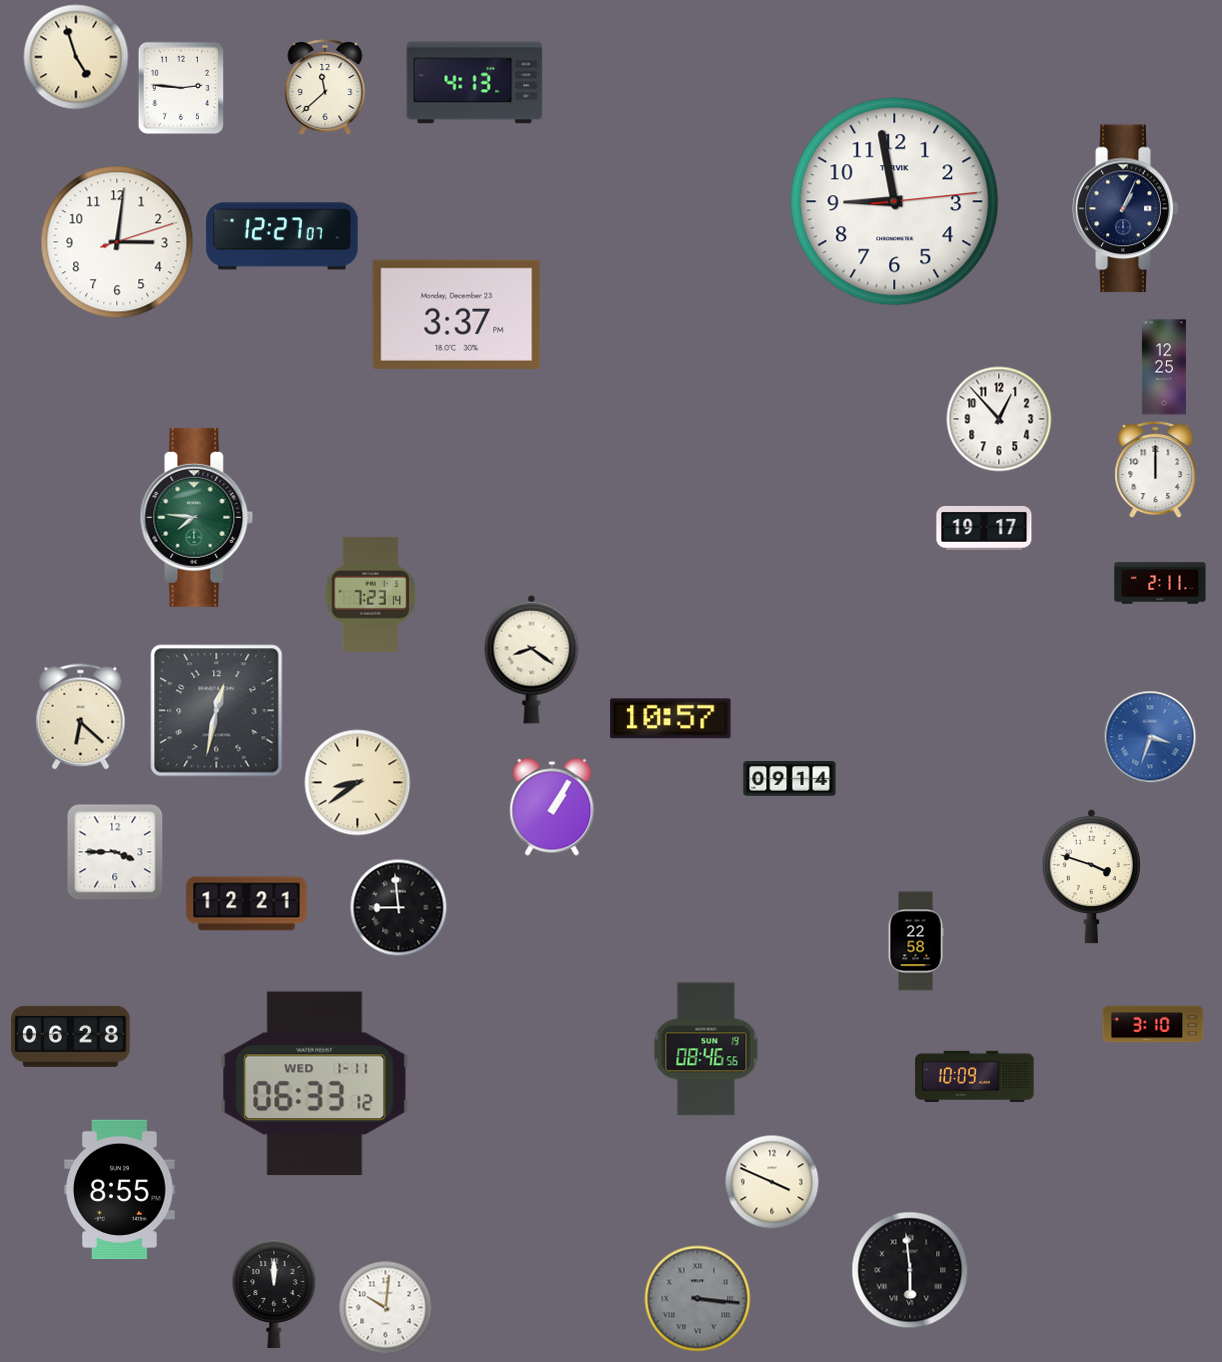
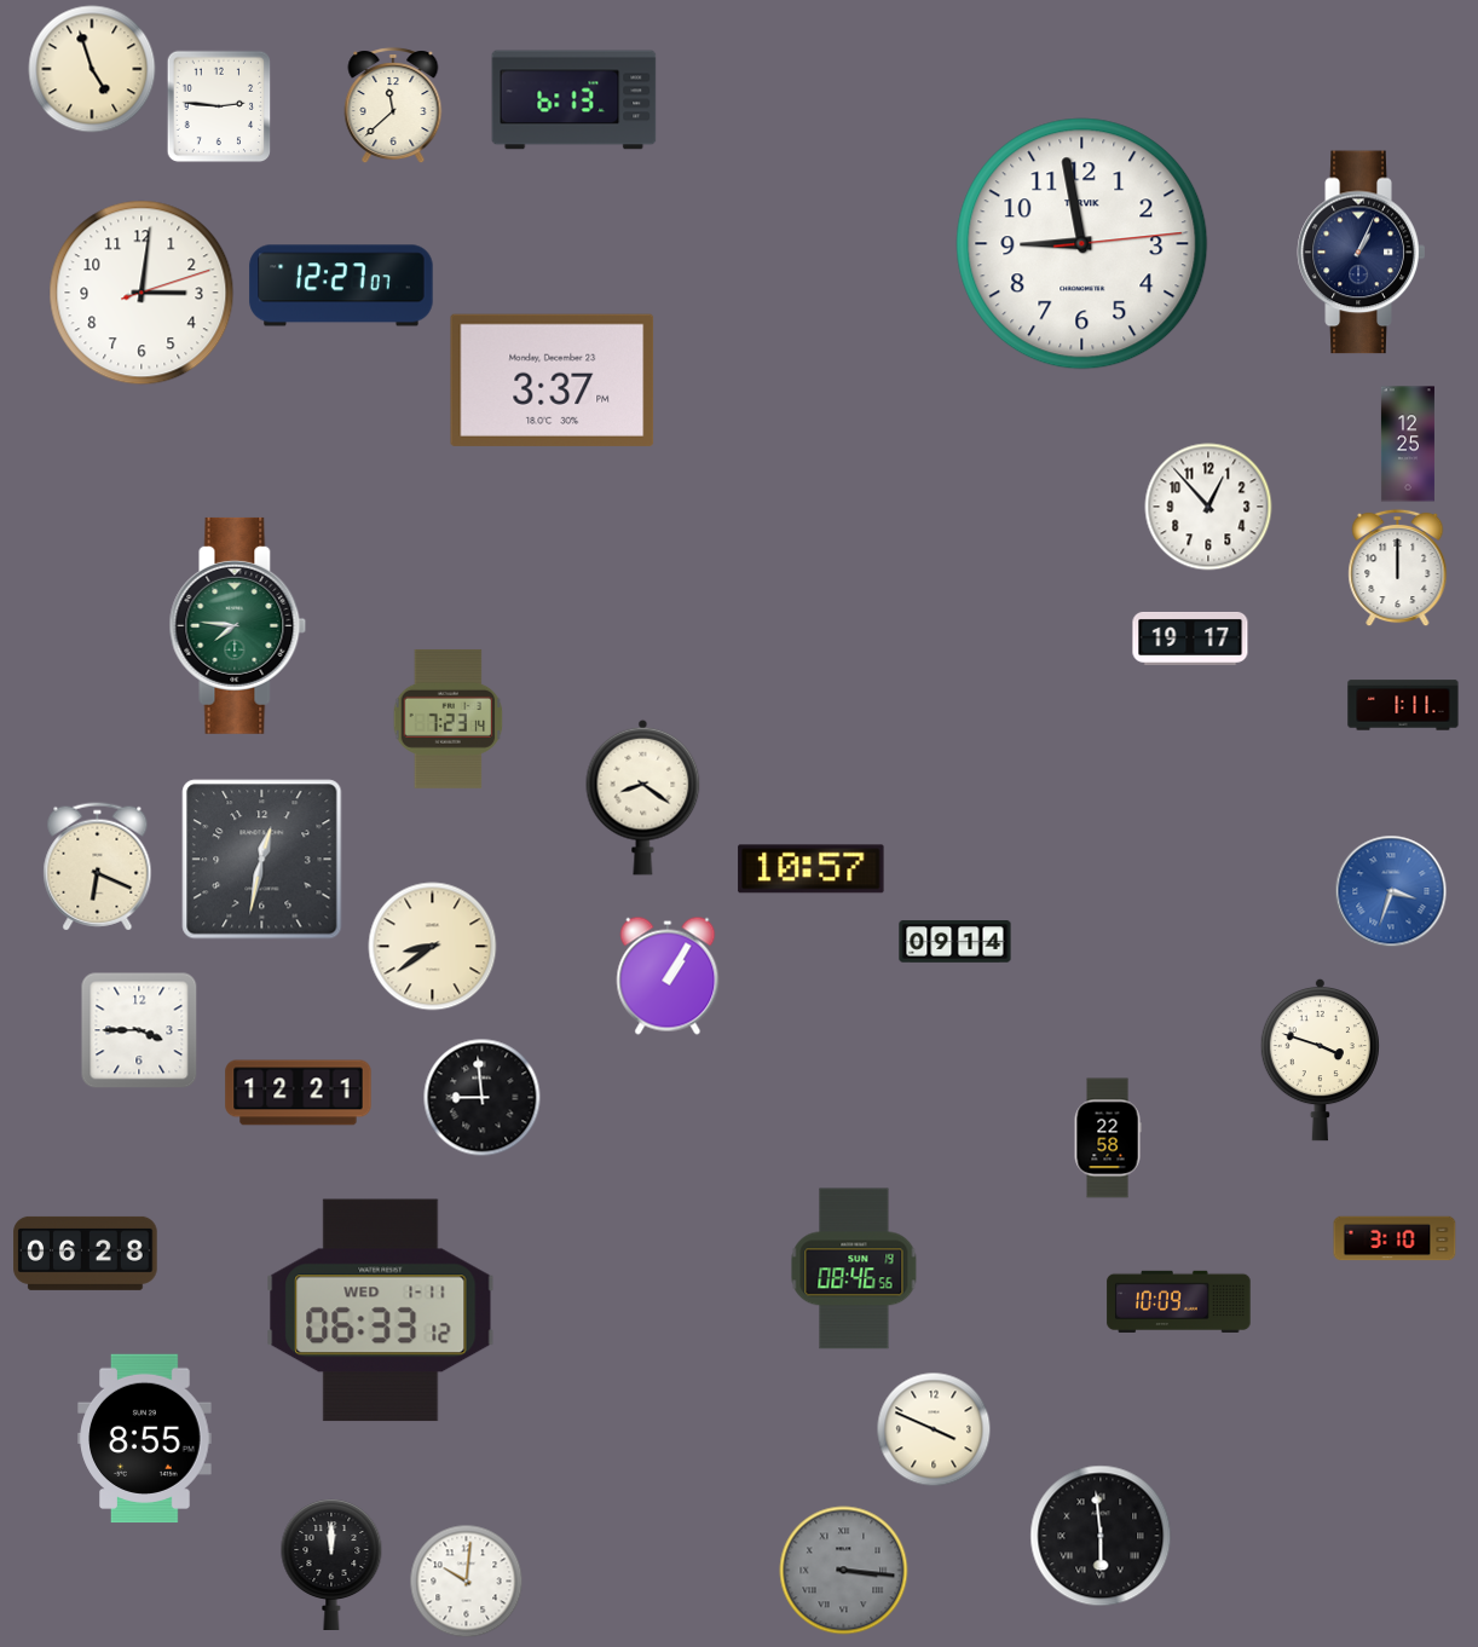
clock at (475, 83): 4:13 -> 6:13
clock at (1160, 583): 2:11 -> 1:11
clock at (81, 717): 6:22 -> 6:19
